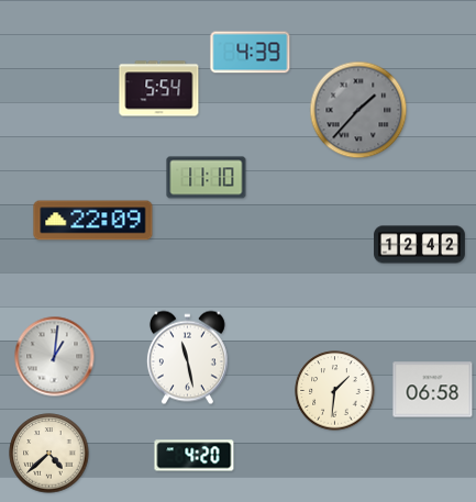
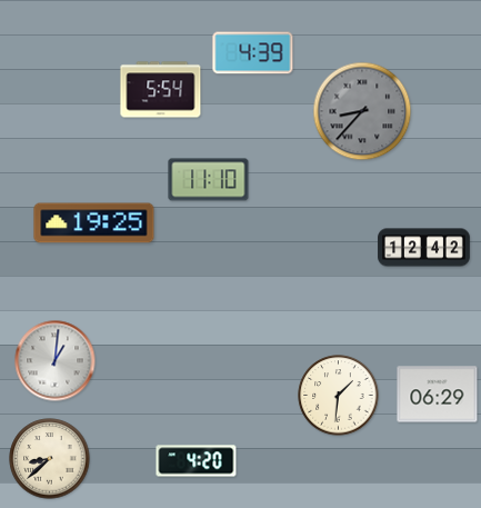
clock at (358, 110): 1:37 -> 8:37
clock at (93, 221): 22:09 -> 19:25
clock at (187, 358): 11:28 -> none
clock at (433, 390): 06:58 -> 06:29
clock at (49, 454): 4:38 -> 8:38
